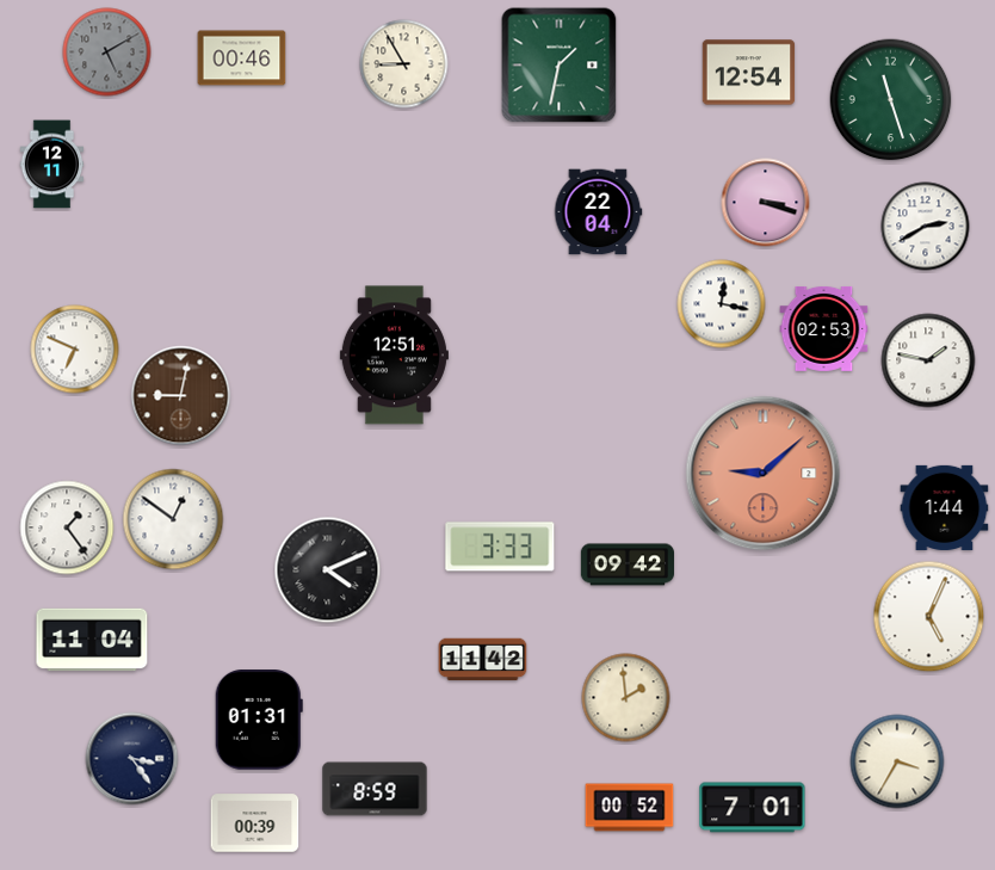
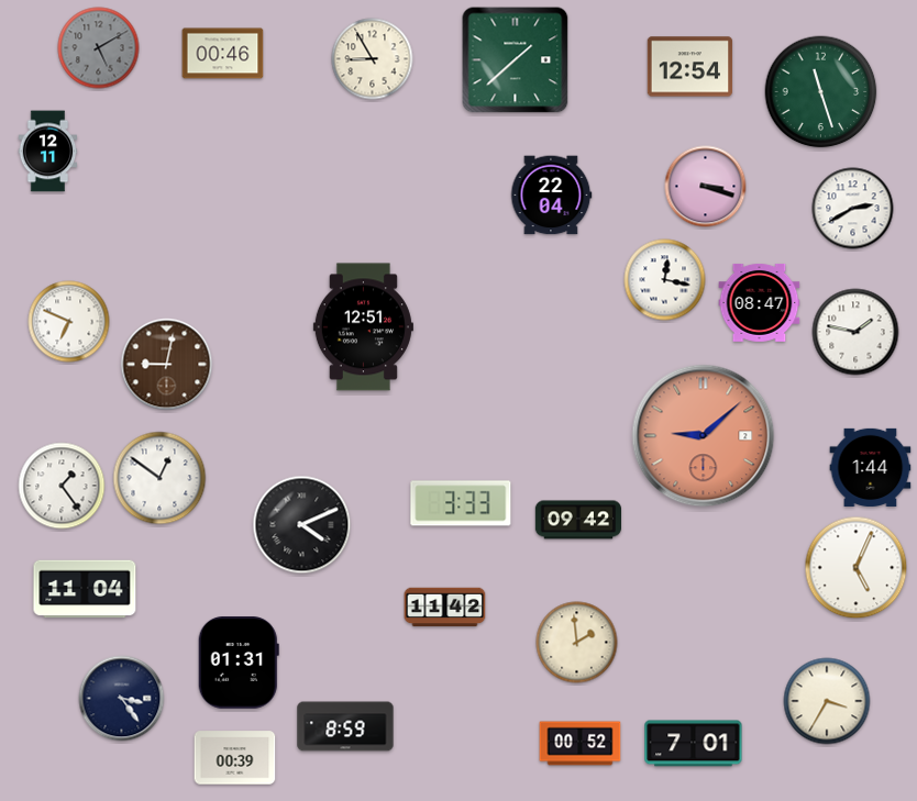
clock at (560, 66): 1:32 -> 1:38
clock at (824, 329): 02:53 -> 08:47
